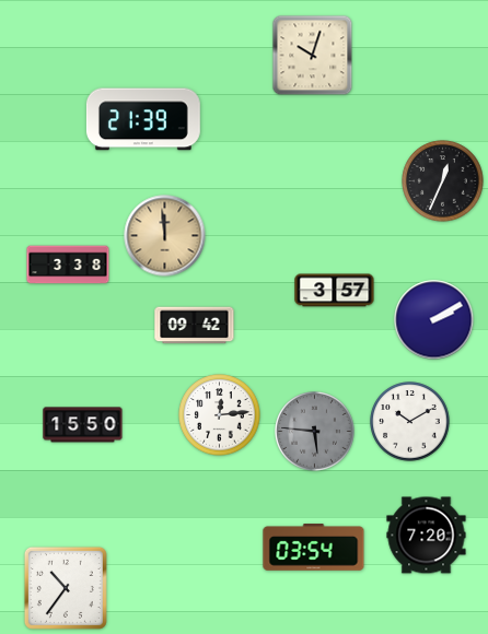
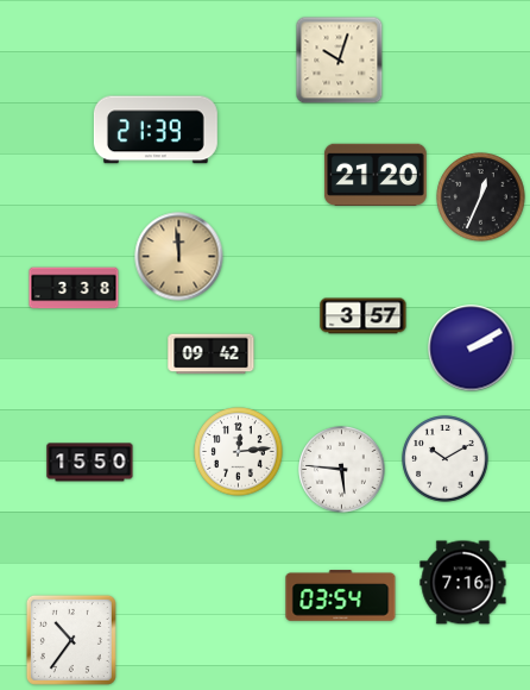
clock at (376, 175): none -> 21:20
clock at (315, 432) dial: grey -> white
clock at (427, 536): 7:20 -> 7:16
